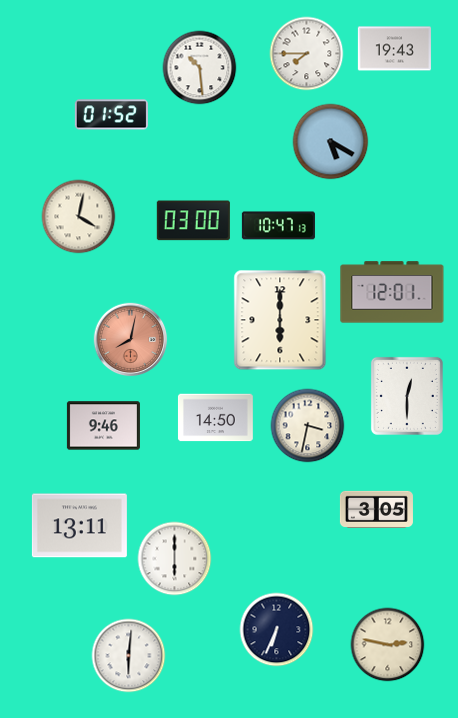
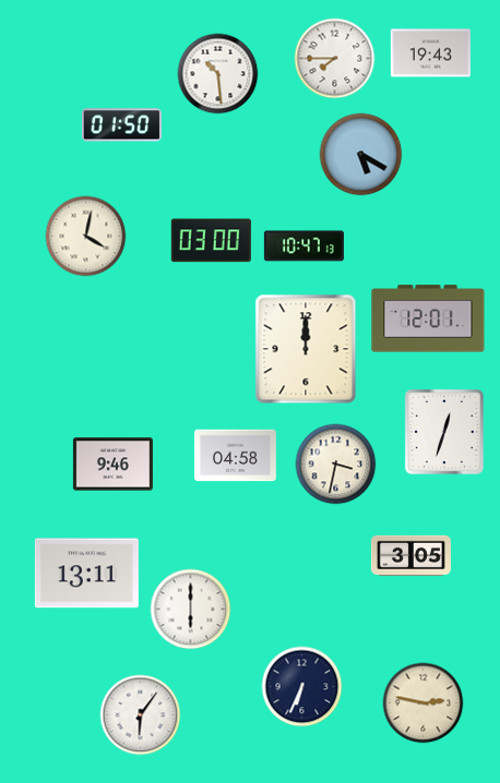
clock at (111, 115): 01:52 -> 01:50
clock at (280, 320): 6:00 -> 12:00
clock at (131, 340): 8:02 -> none
clock at (407, 396): 12:30 -> 12:33
clock at (216, 418): 14:50 -> 04:58
clock at (129, 656): 6:01 -> 6:06
